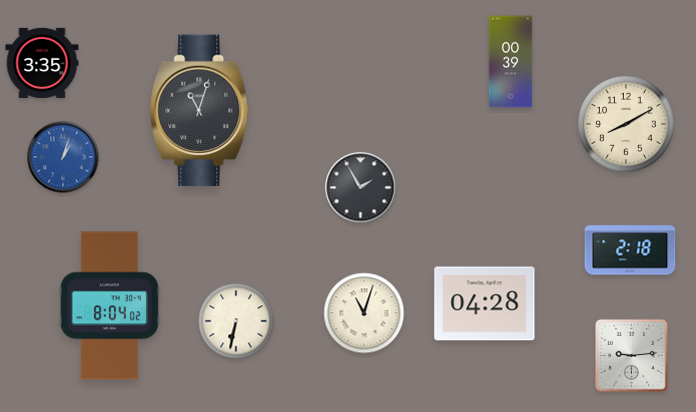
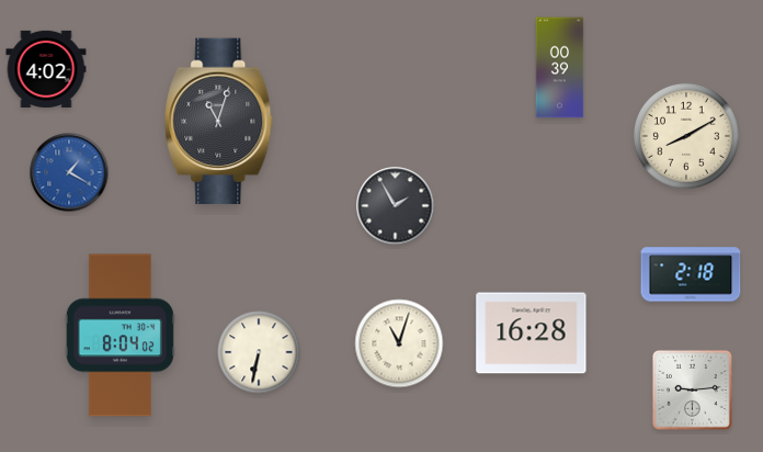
clock at (42, 63): 3:35 -> 4:02
clock at (63, 157): 1:03 -> 1:20
clock at (485, 304): 04:28 -> 16:28
